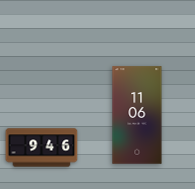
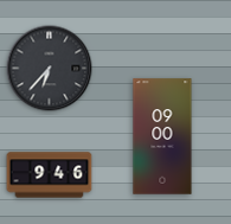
clock at (50, 69): none -> 6:37
clock at (137, 115): 11:06 -> 09:00
